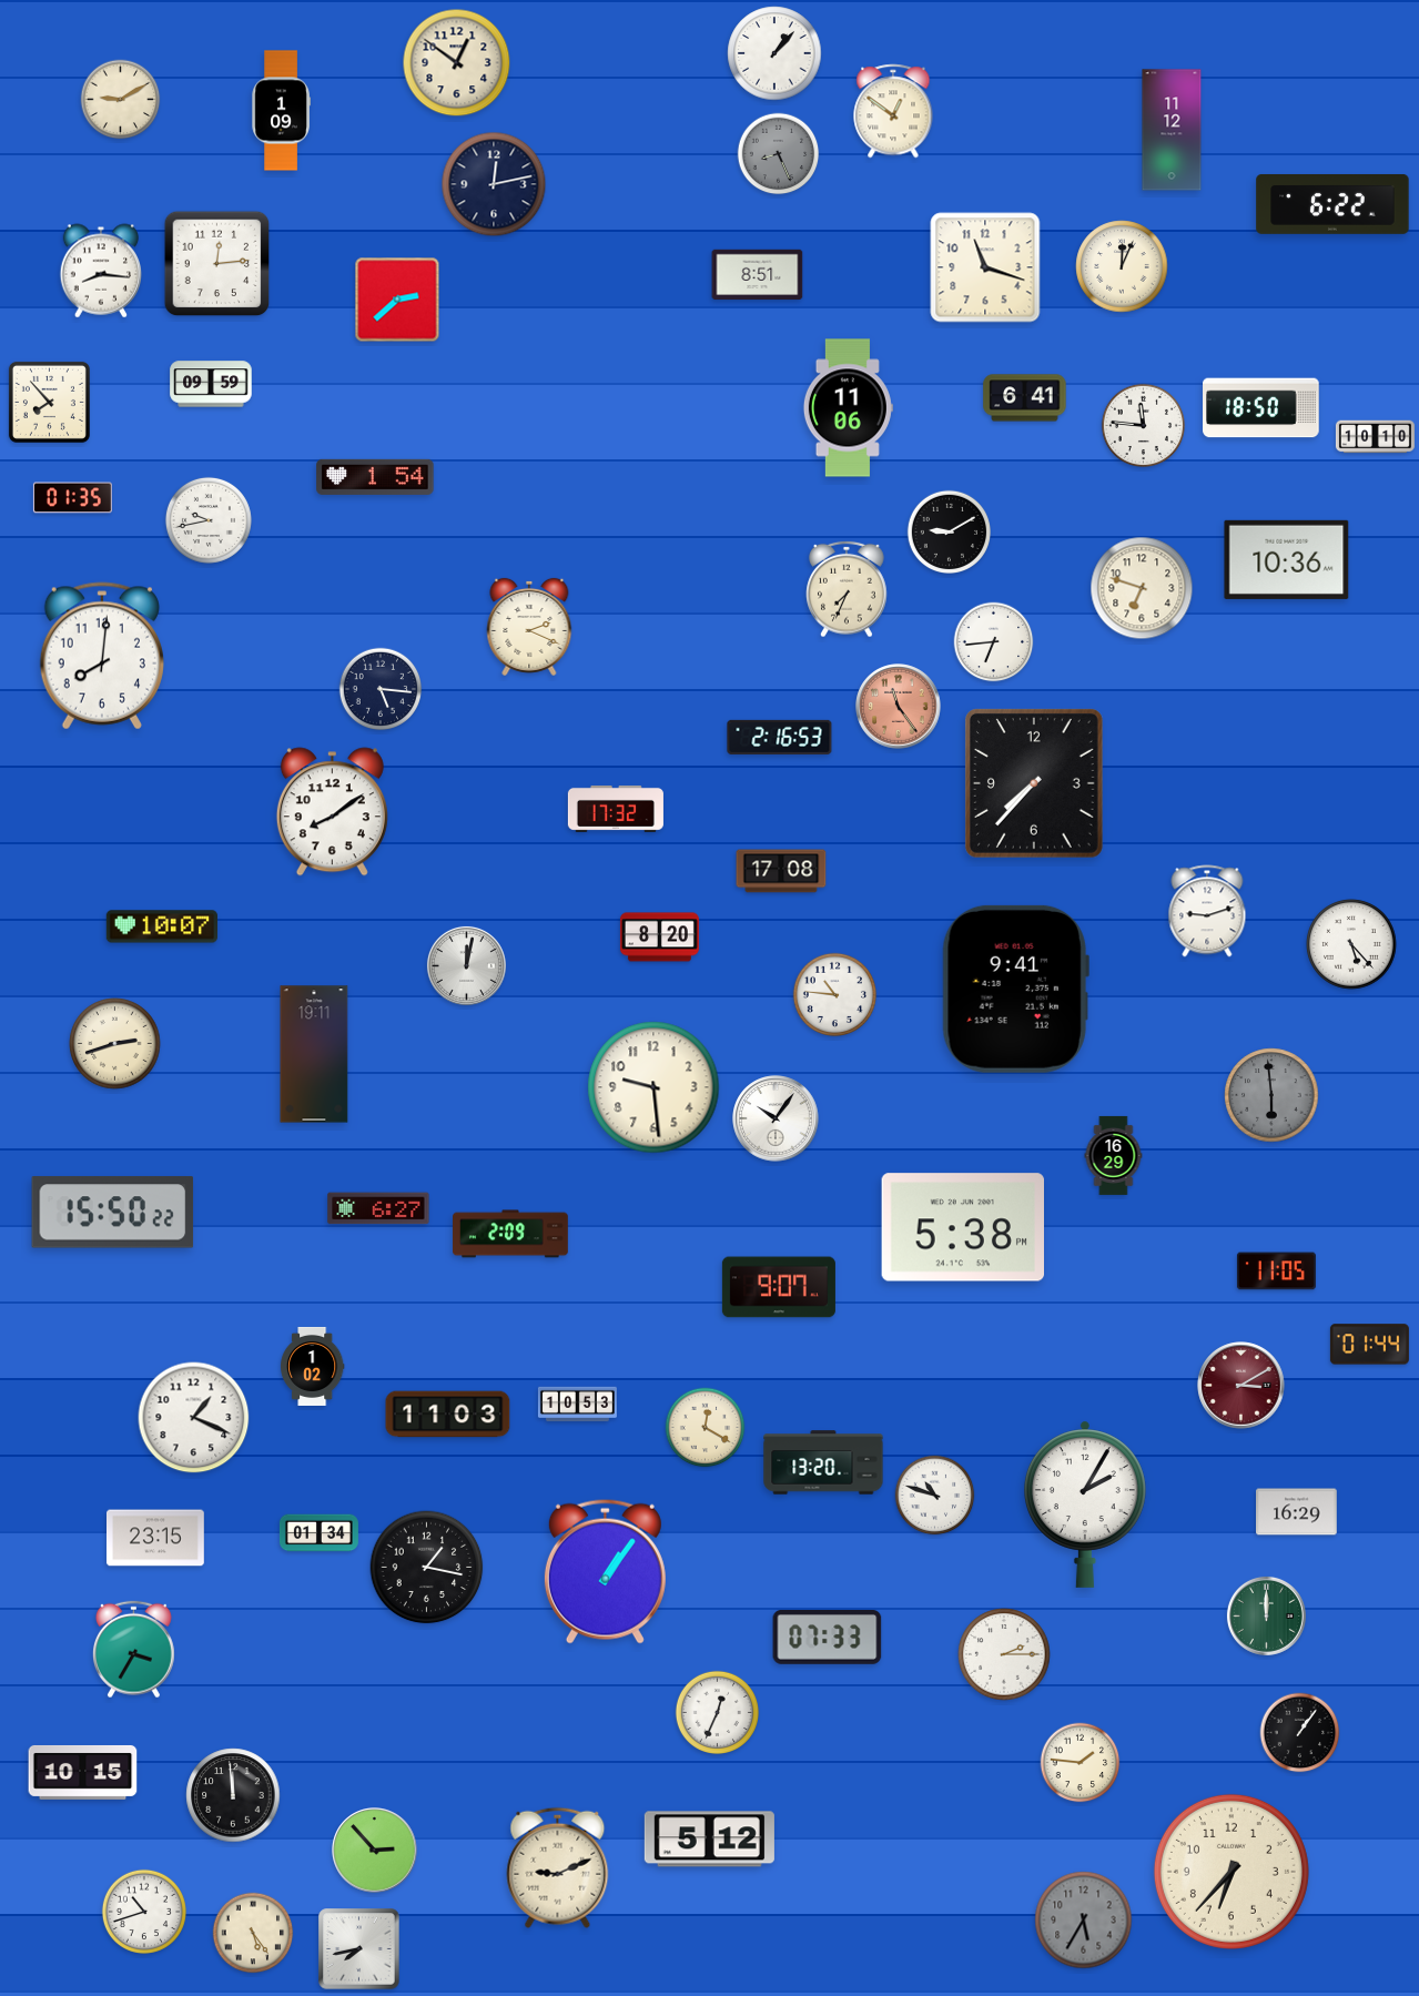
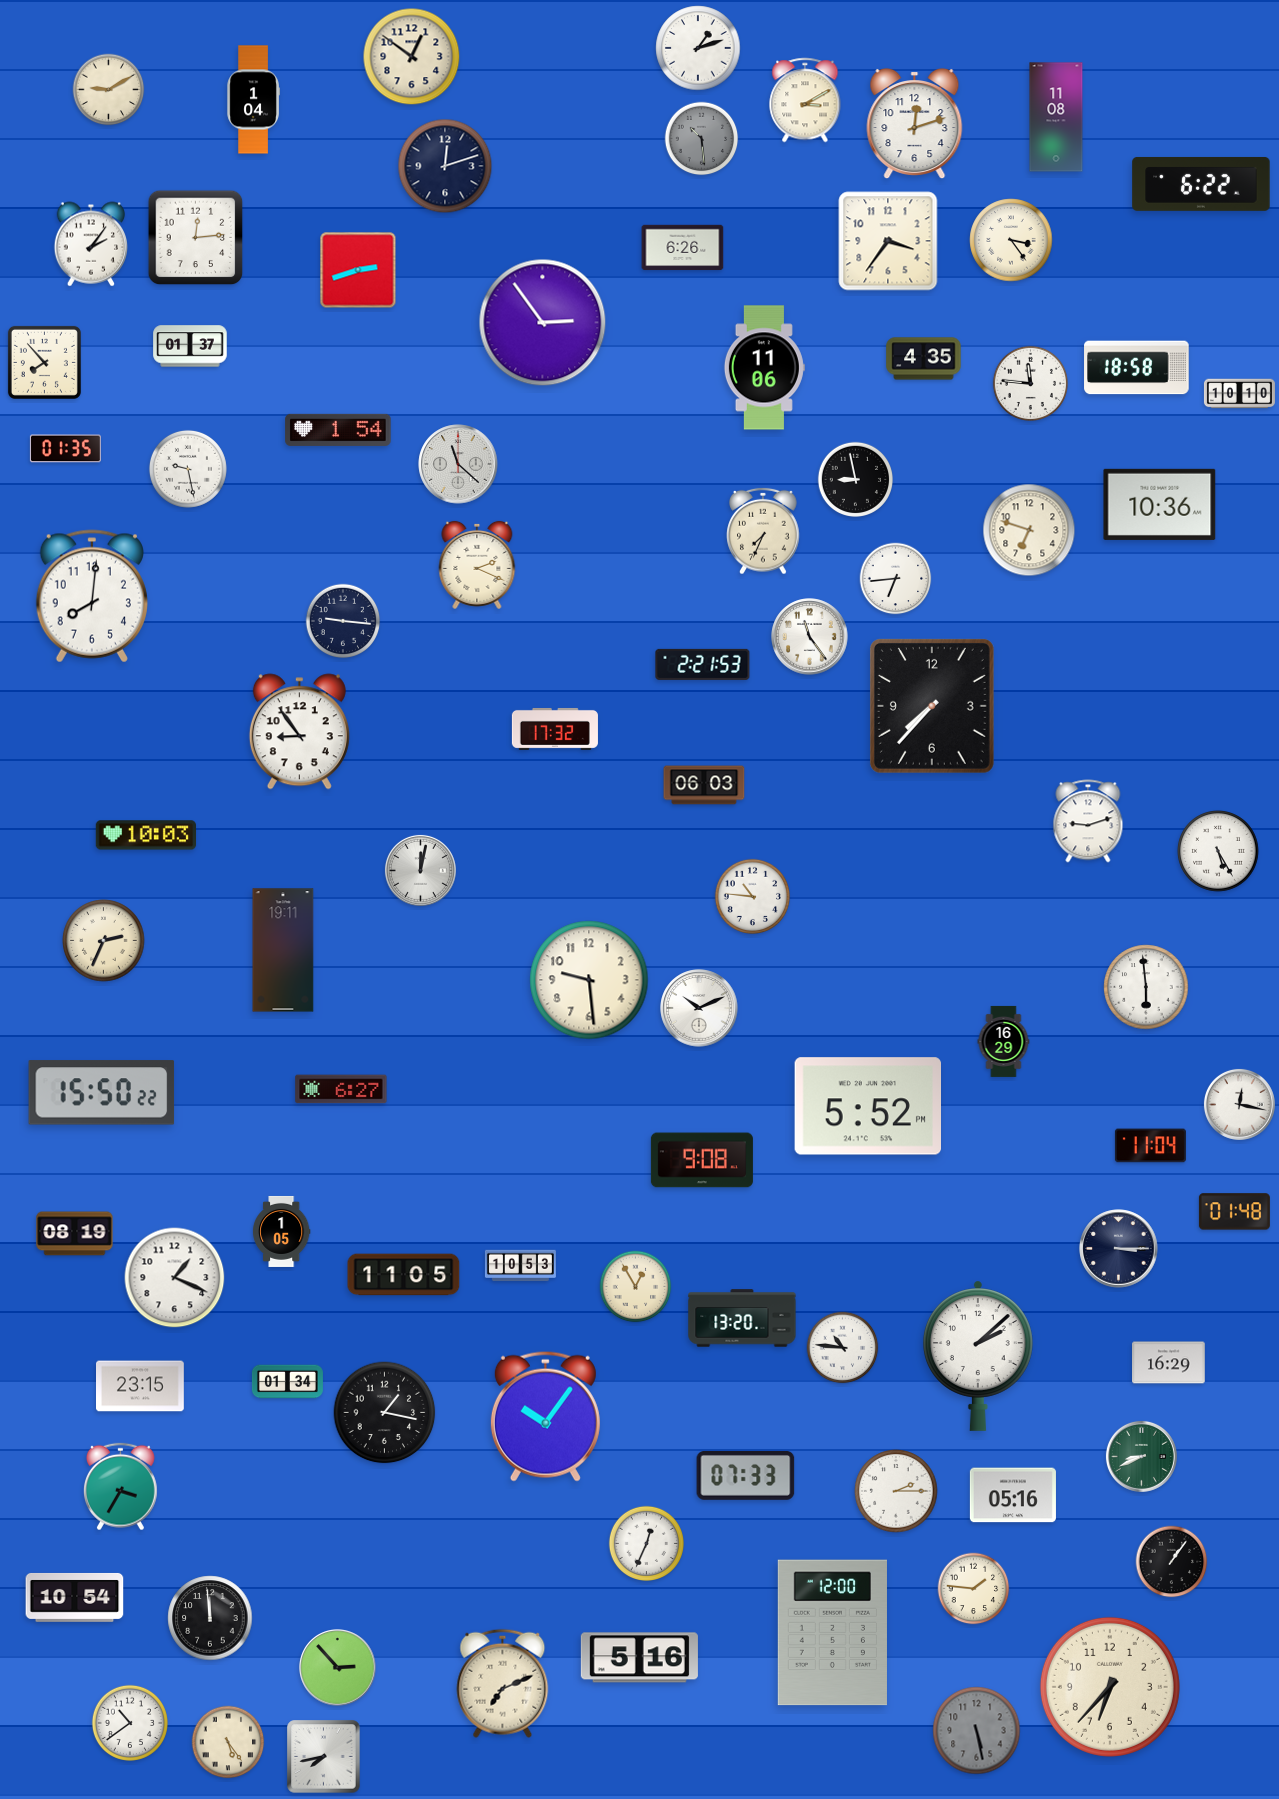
clock at (774, 53): 1:07 -> 1:12
clock at (281, 111): 1:09 -> 1:04
clock at (893, 111): 12:51 -> 3:10
clock at (1172, 130): 11:12 -> 11:08
clock at (915, 124): none -> 12:12
clock at (779, 154): 8:26 -> 10:29
clock at (494, 184): 12:13 -> 12:12
clock at (1122, 266): 12:04 -> 3:24
clock at (985, 267): 11:18 -> 3:36
clock at (101, 271): 8:16 -> 2:06
clock at (758, 275): 8:51 -> 6:26
clock at (397, 300): 2:38 -> 2:42
clock at (543, 323): none -> 2:54
clock at (211, 384): 09:59 -> 01:37
clock at (1025, 398): 6:41 -> 4:35
clock at (1261, 408): 18:50 -> 18:58
clock at (458, 464): none -> 11:22
clock at (209, 520): 9:43 -> 9:28
clock at (949, 531): 9:10 -> 8:58
clock at (102, 656) position: (102, 656) -> (92, 596)
clock at (381, 689): 5:16 -> 9:16
clock at (899, 707) dial: salmon -> white
clock at (780, 737): 2:16 -> 2:21
clock at (332, 812): 8:09 -> 8:54
clock at (781, 871): 17:08 -> 06:03
clock at (162, 926): 10:07 -> 10:03
clock at (659, 938): 8:20 -> none
clock at (1351, 944): 5:23 -> 5:25
clock at (1015, 989): 9:41 -> none
clock at (115, 1044): 2:42 -> 2:34
clock at (1271, 1095) dial: grey -> white
clock at (776, 1118): 10:06 -> 10:11
clock at (1239, 1104): none -> 12:17
clock at (963, 1227): 5:38 -> 5:52
clock at (510, 1234): 2:09 -> none
clock at (1276, 1271): 11:05 -> 11:04
clock at (779, 1287): 9:07 -> 9:08
clock at (1369, 1345): 01:44 -> 01:48
clock at (312, 1366): 1:02 -> 1:05
clock at (75, 1234): none -> 08:19
clock at (1241, 1386): 3:10 -> 3:15
clock at (1241, 1386) dial: burgundy -> navy
clock at (448, 1415): 11:03 -> 11:05
clock at (706, 1428): 12:20 -> 12:55
clock at (935, 1496): 10:48 -> 10:46
clock at (1085, 1504): 2:05 -> 2:08
clock at (605, 1571): 1:06 -> 10:06
clock at (1266, 1615): 12:00 -> 8:41
clock at (1004, 1654) position: (1004, 1654) -> (896, 1491)
clock at (1013, 1495): none -> 05:16
clock at (83, 1772): 10:15 -> 10:54
clock at (832, 1633): none -> 12:00
clock at (709, 1840): 5:12 -> 5:16
clock at (558, 1867): 9:11 -> 7:11
clock at (144, 1912): 10:42 -> 10:39
clock at (1084, 1921): 5:35 -> 5:28
